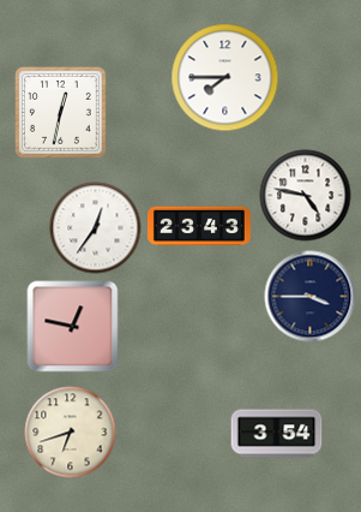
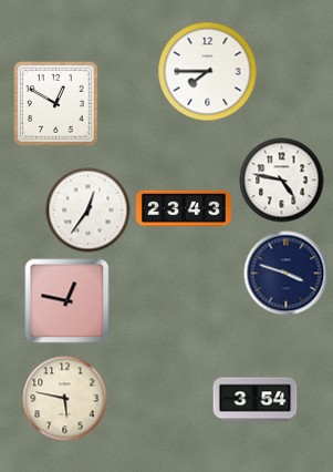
clock at (61, 113): 12:32 -> 12:50
clock at (311, 297): 3:45 -> 3:48
clock at (71, 433): 6:42 -> 5:47
